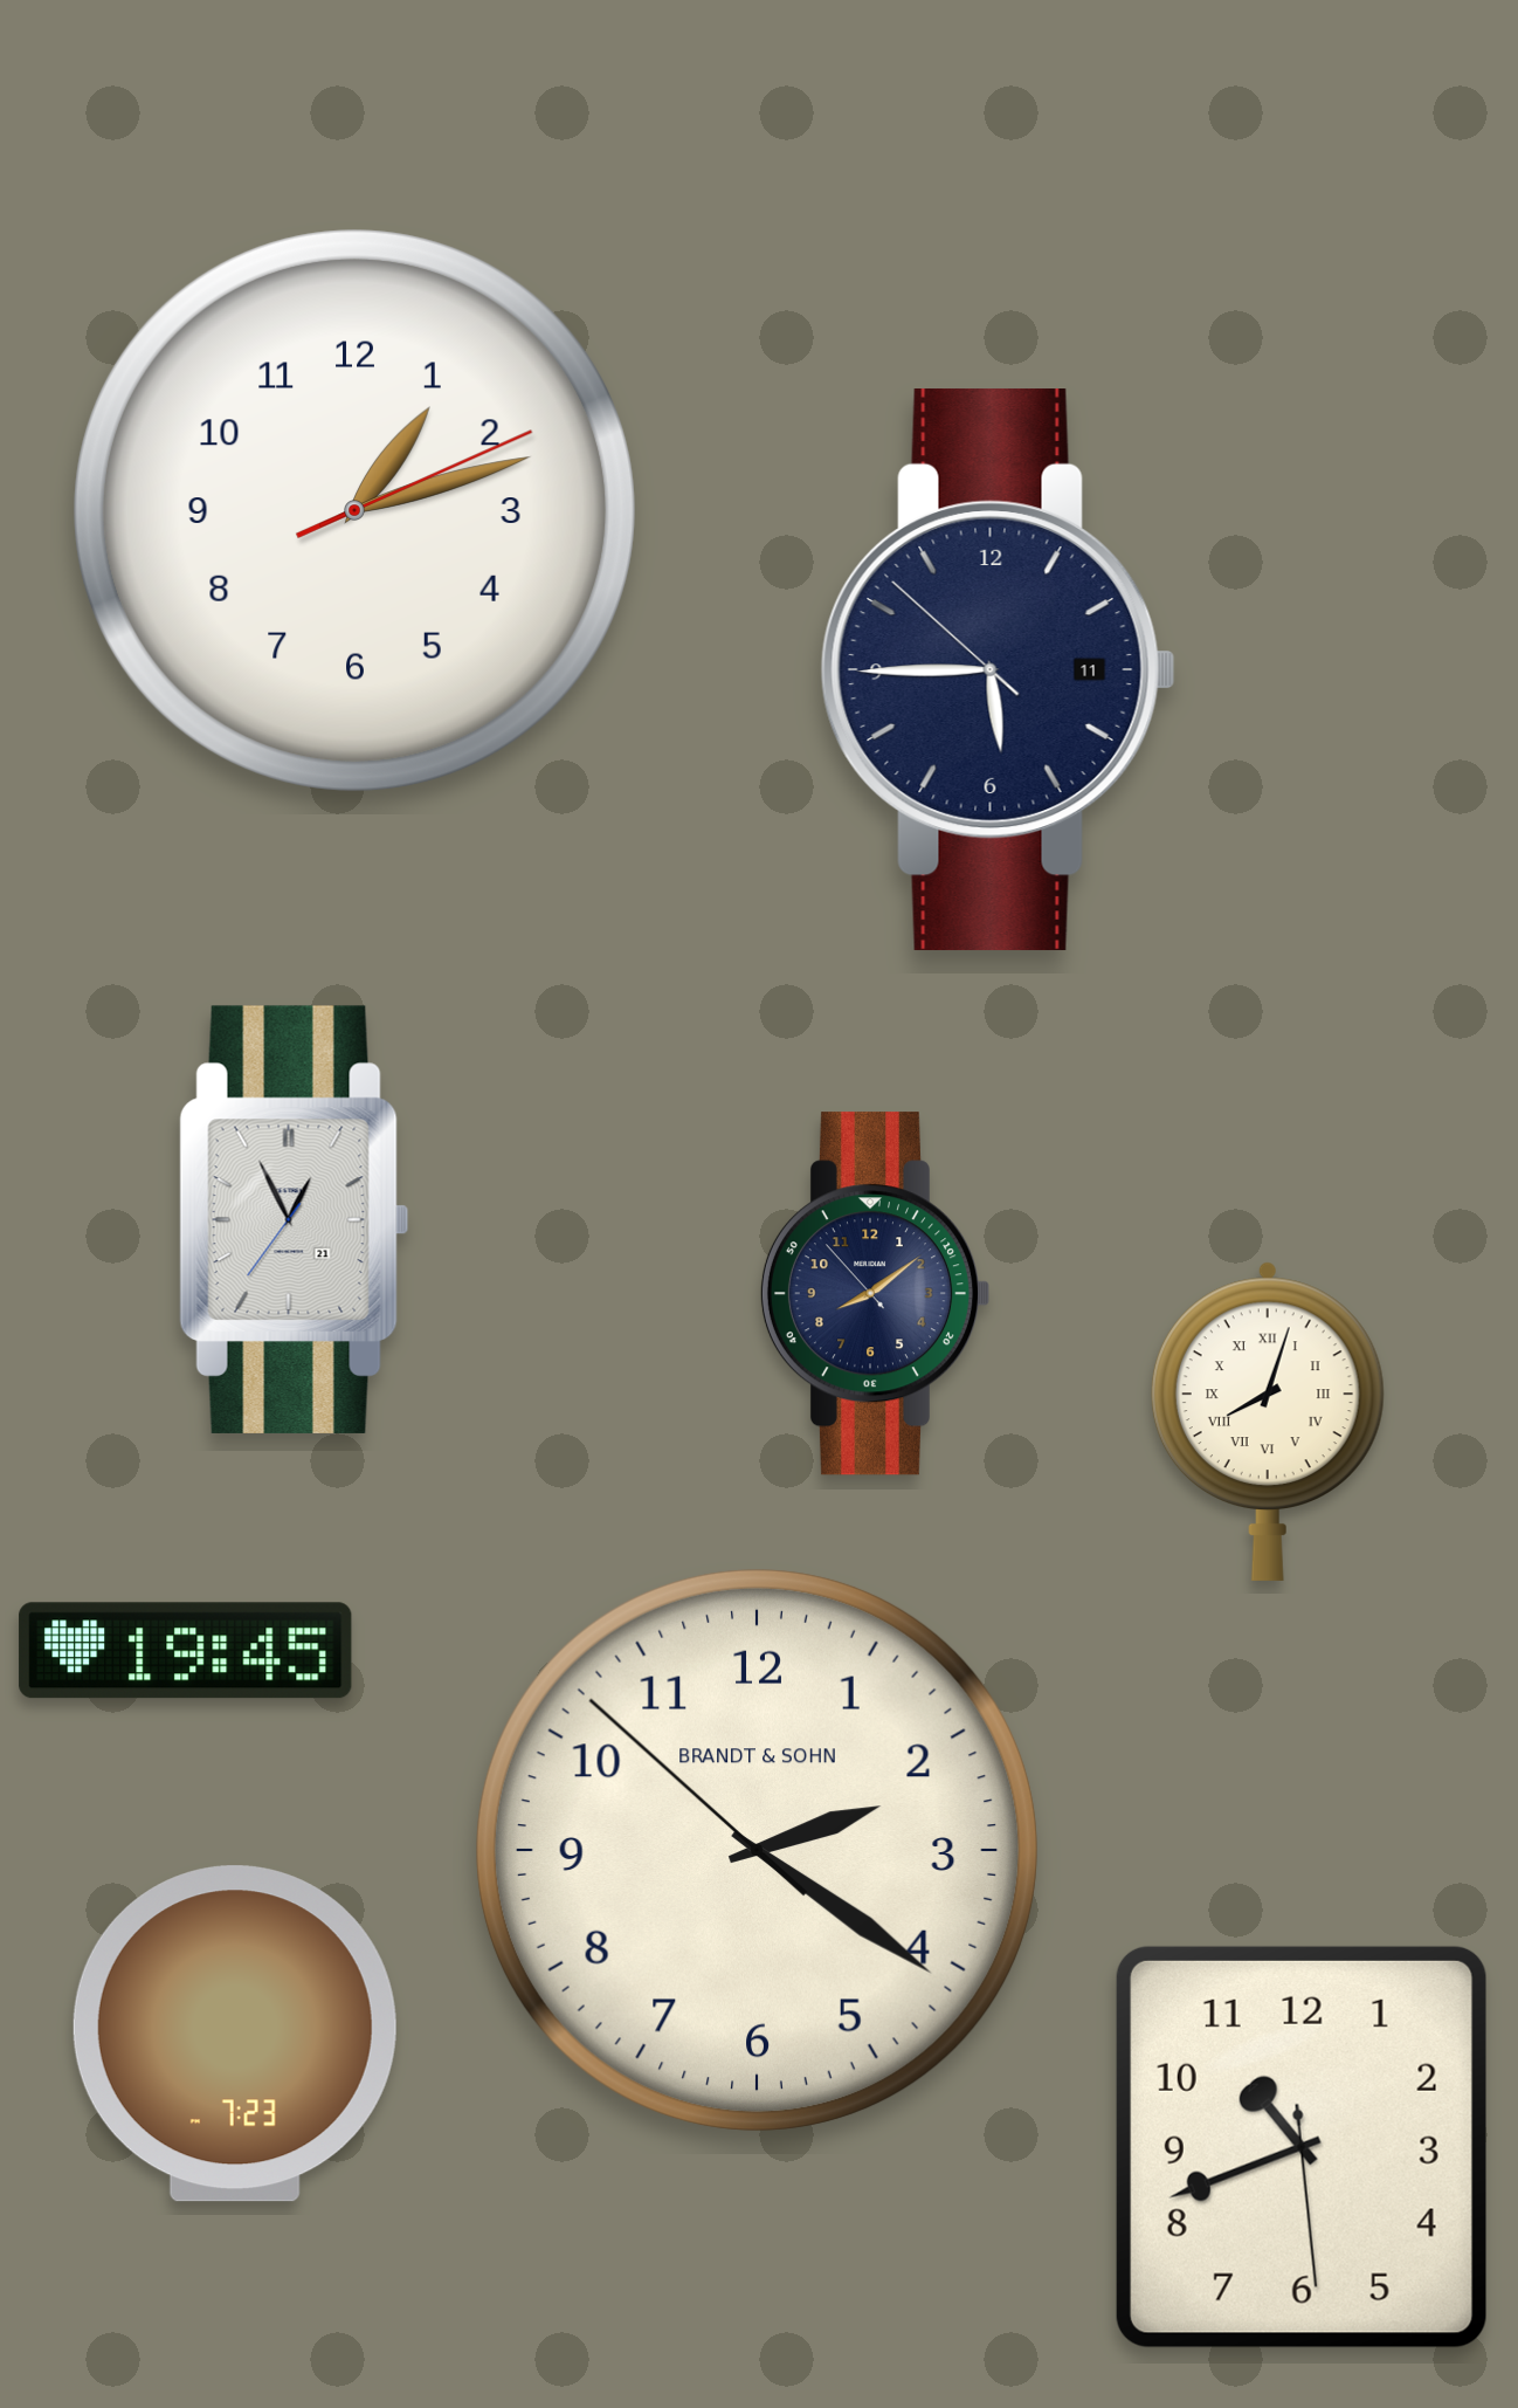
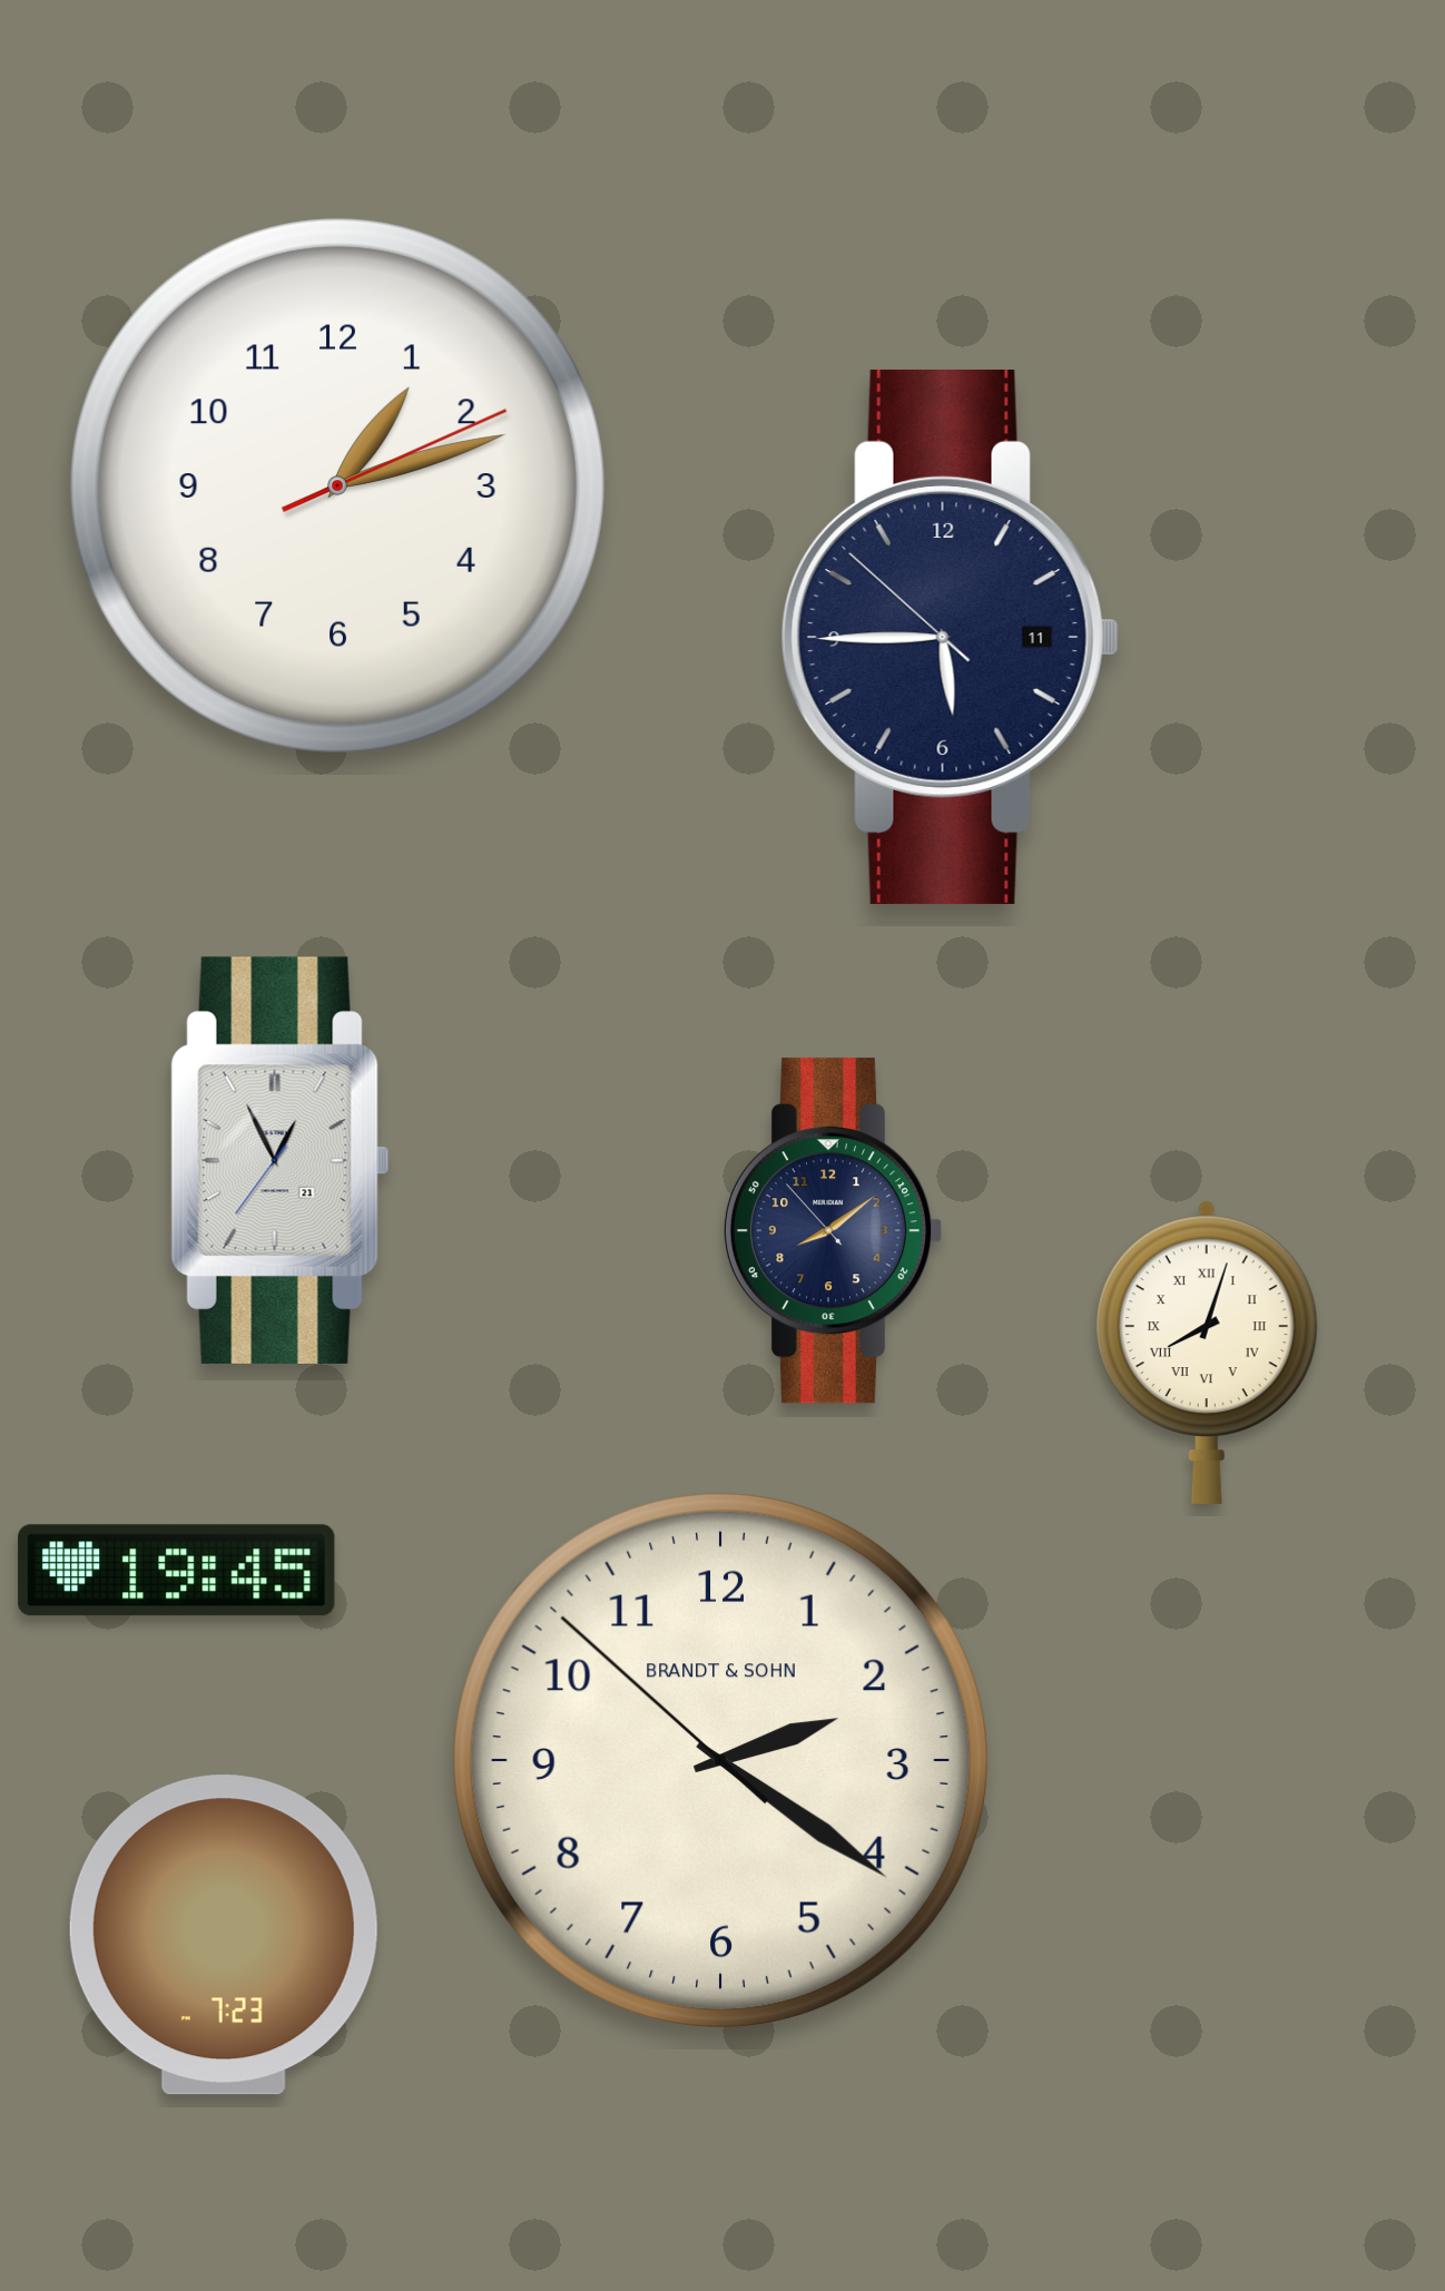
clock at (1302, 2147): 10:41 -> none
